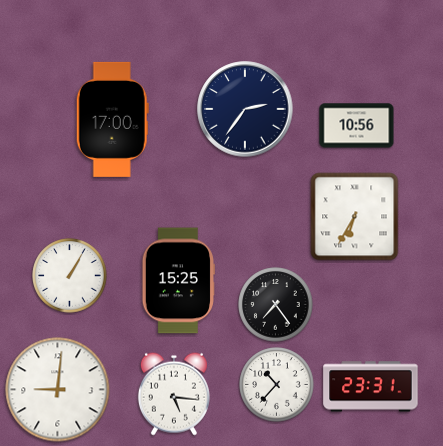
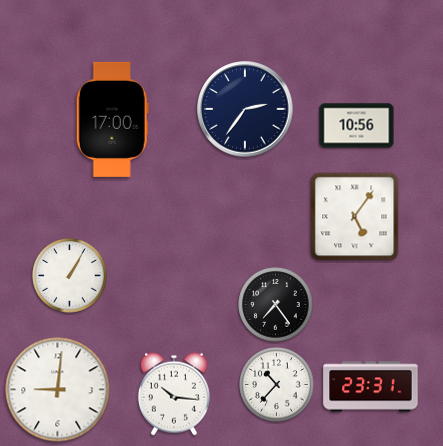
clock at (355, 217): 6:35 -> 5:06
clock at (178, 281): 15:25 -> none
clock at (174, 394): 5:16 -> 10:16
